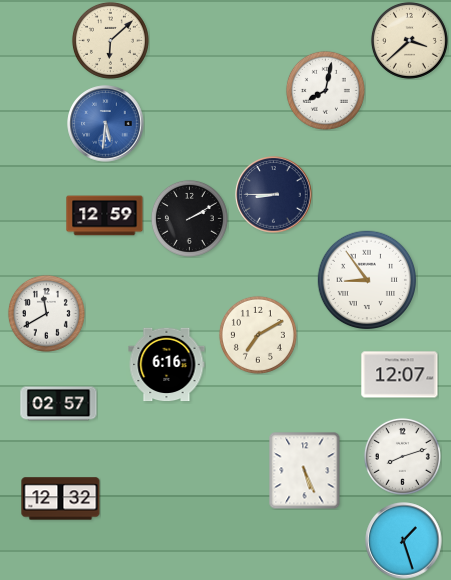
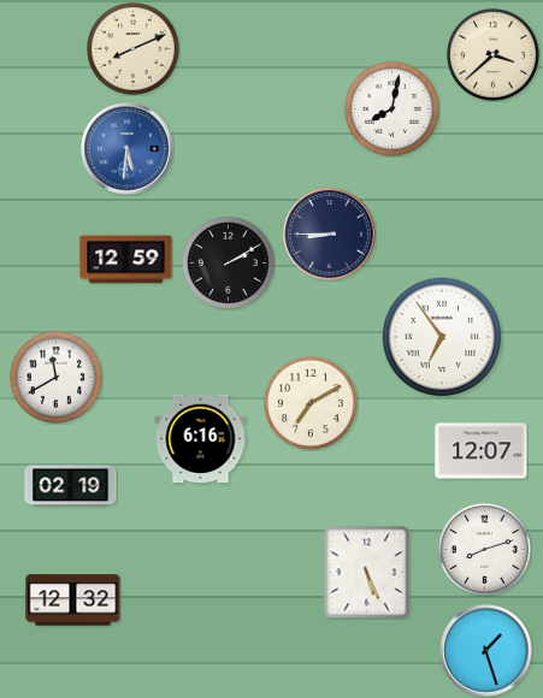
clock at (110, 40): 6:08 -> 8:11
clock at (409, 40) position: (409, 40) -> (492, 54)
clock at (367, 280): 8:54 -> 6:54
clock at (59, 404): 02:57 -> 02:19
clock at (305, 470) position: (305, 470) -> (367, 572)
